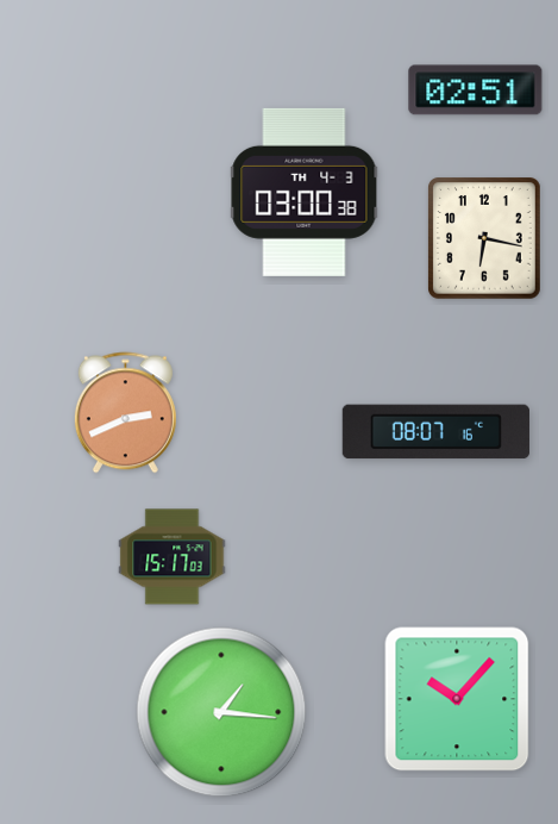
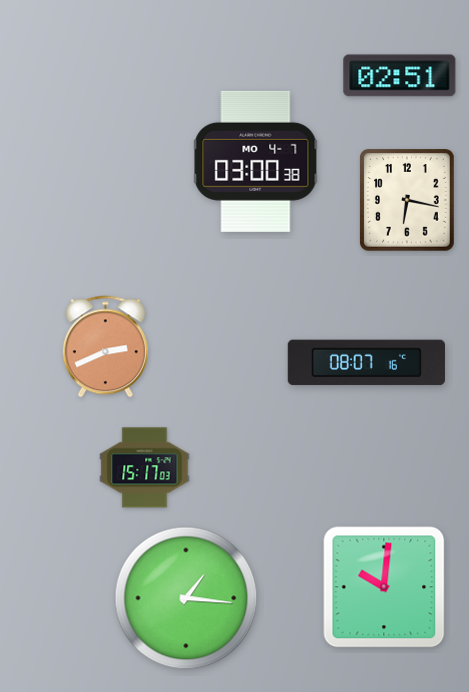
clock at (305, 192) date: TH 4-3 -> MO 4-7
clock at (457, 699): 10:07 -> 10:01
